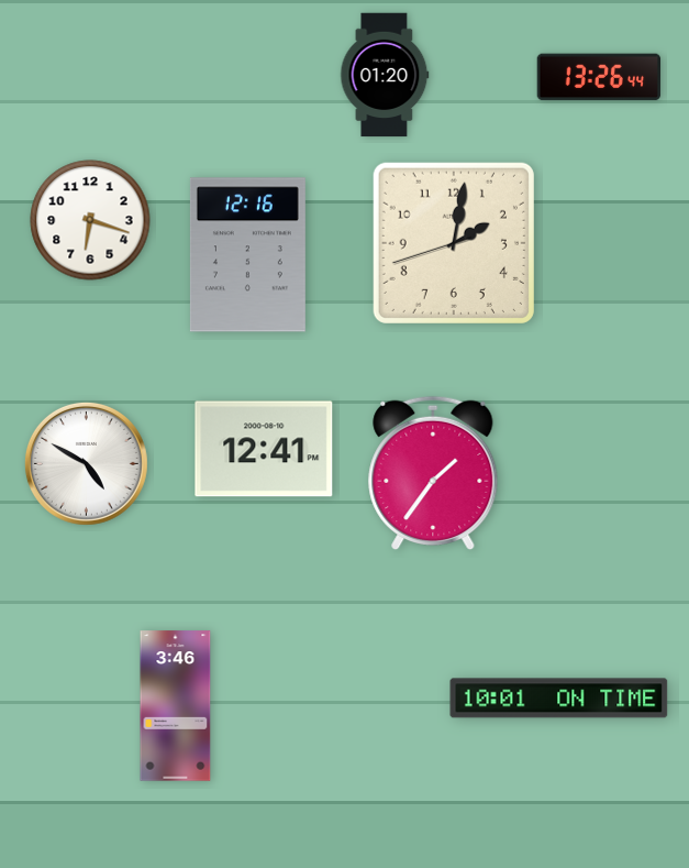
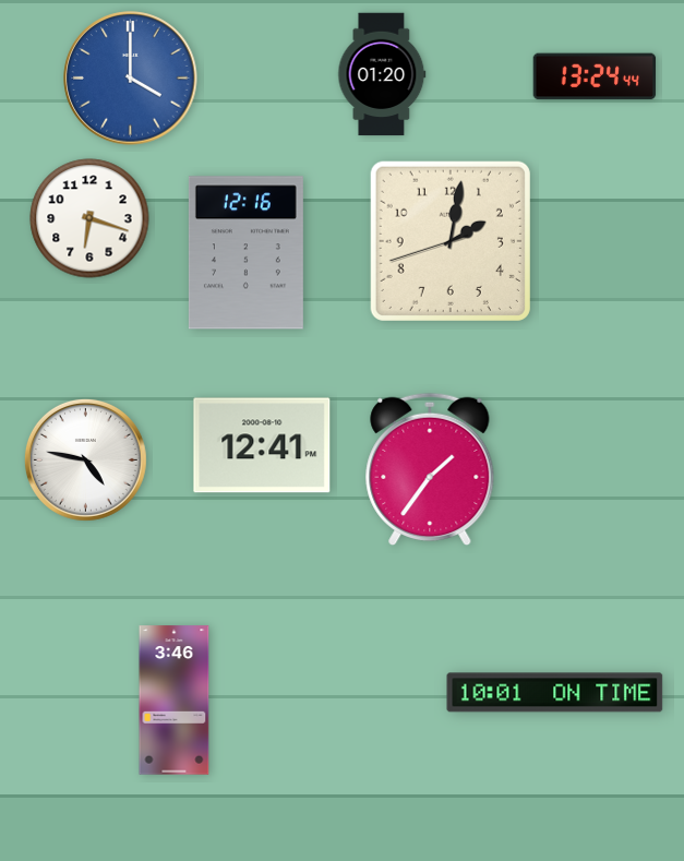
clock at (599, 77): 13:26 -> 13:24
clock at (131, 79): none -> 4:00
clock at (86, 463): 4:50 -> 4:47
